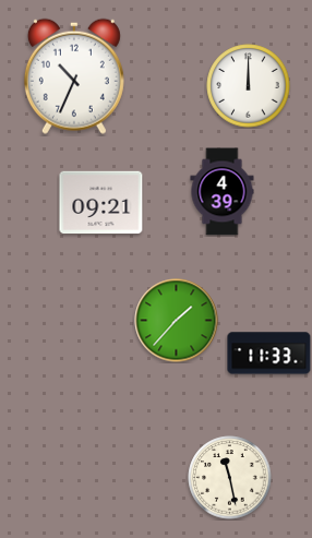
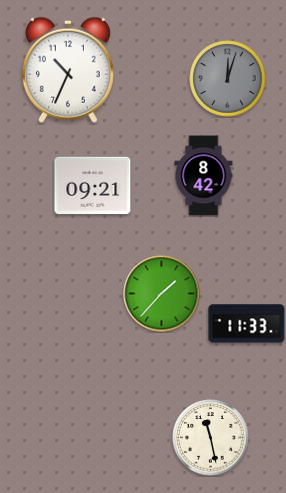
clock at (249, 86): 12:00 -> 12:03
clock at (249, 86) dial: white -> grey
clock at (223, 192): 4:39 -> 8:42
